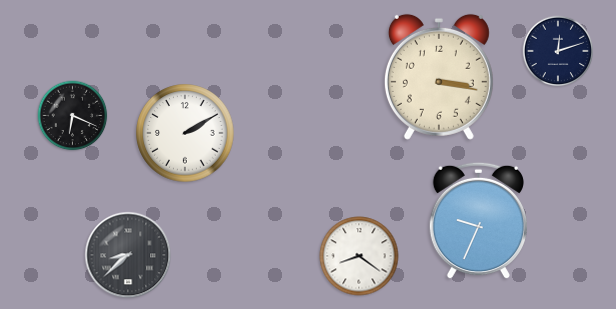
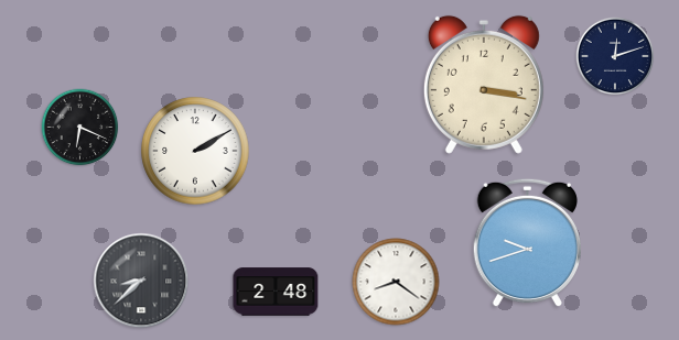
clock at (185, 133) position: (185, 133) -> (195, 151)
clock at (478, 221): 9:34 -> 9:42
clock at (276, 292): none -> 2:48
